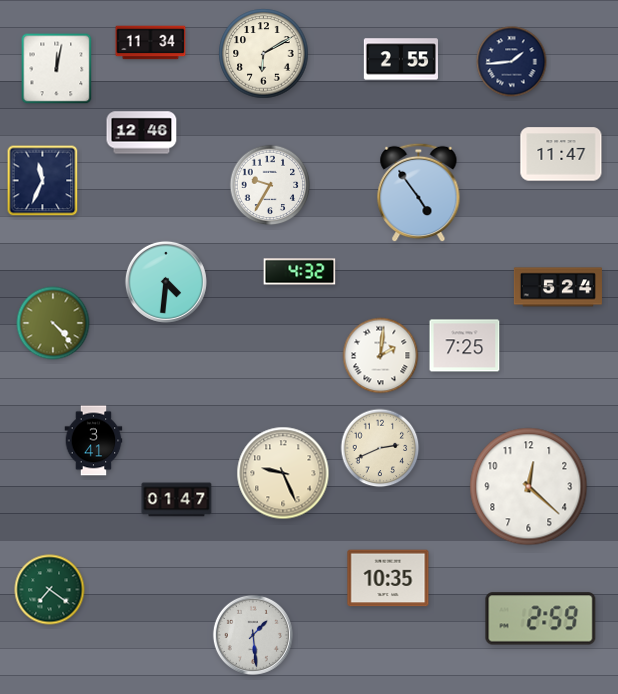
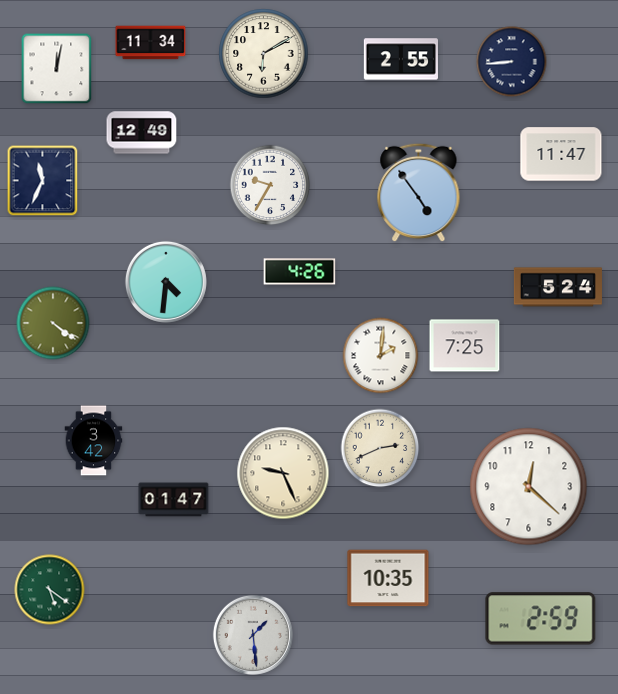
clock at (512, 62): 1:44 -> 8:44
clock at (142, 133): 12:46 -> 12:49
clock at (300, 272): 4:32 -> 4:26
clock at (53, 323): 4:23 -> 4:21
clock at (94, 441): 3:41 -> 3:42
clock at (177, 500) position: (177, 500) -> (174, 500)
clock at (50, 590): 7:21 -> 5:21
